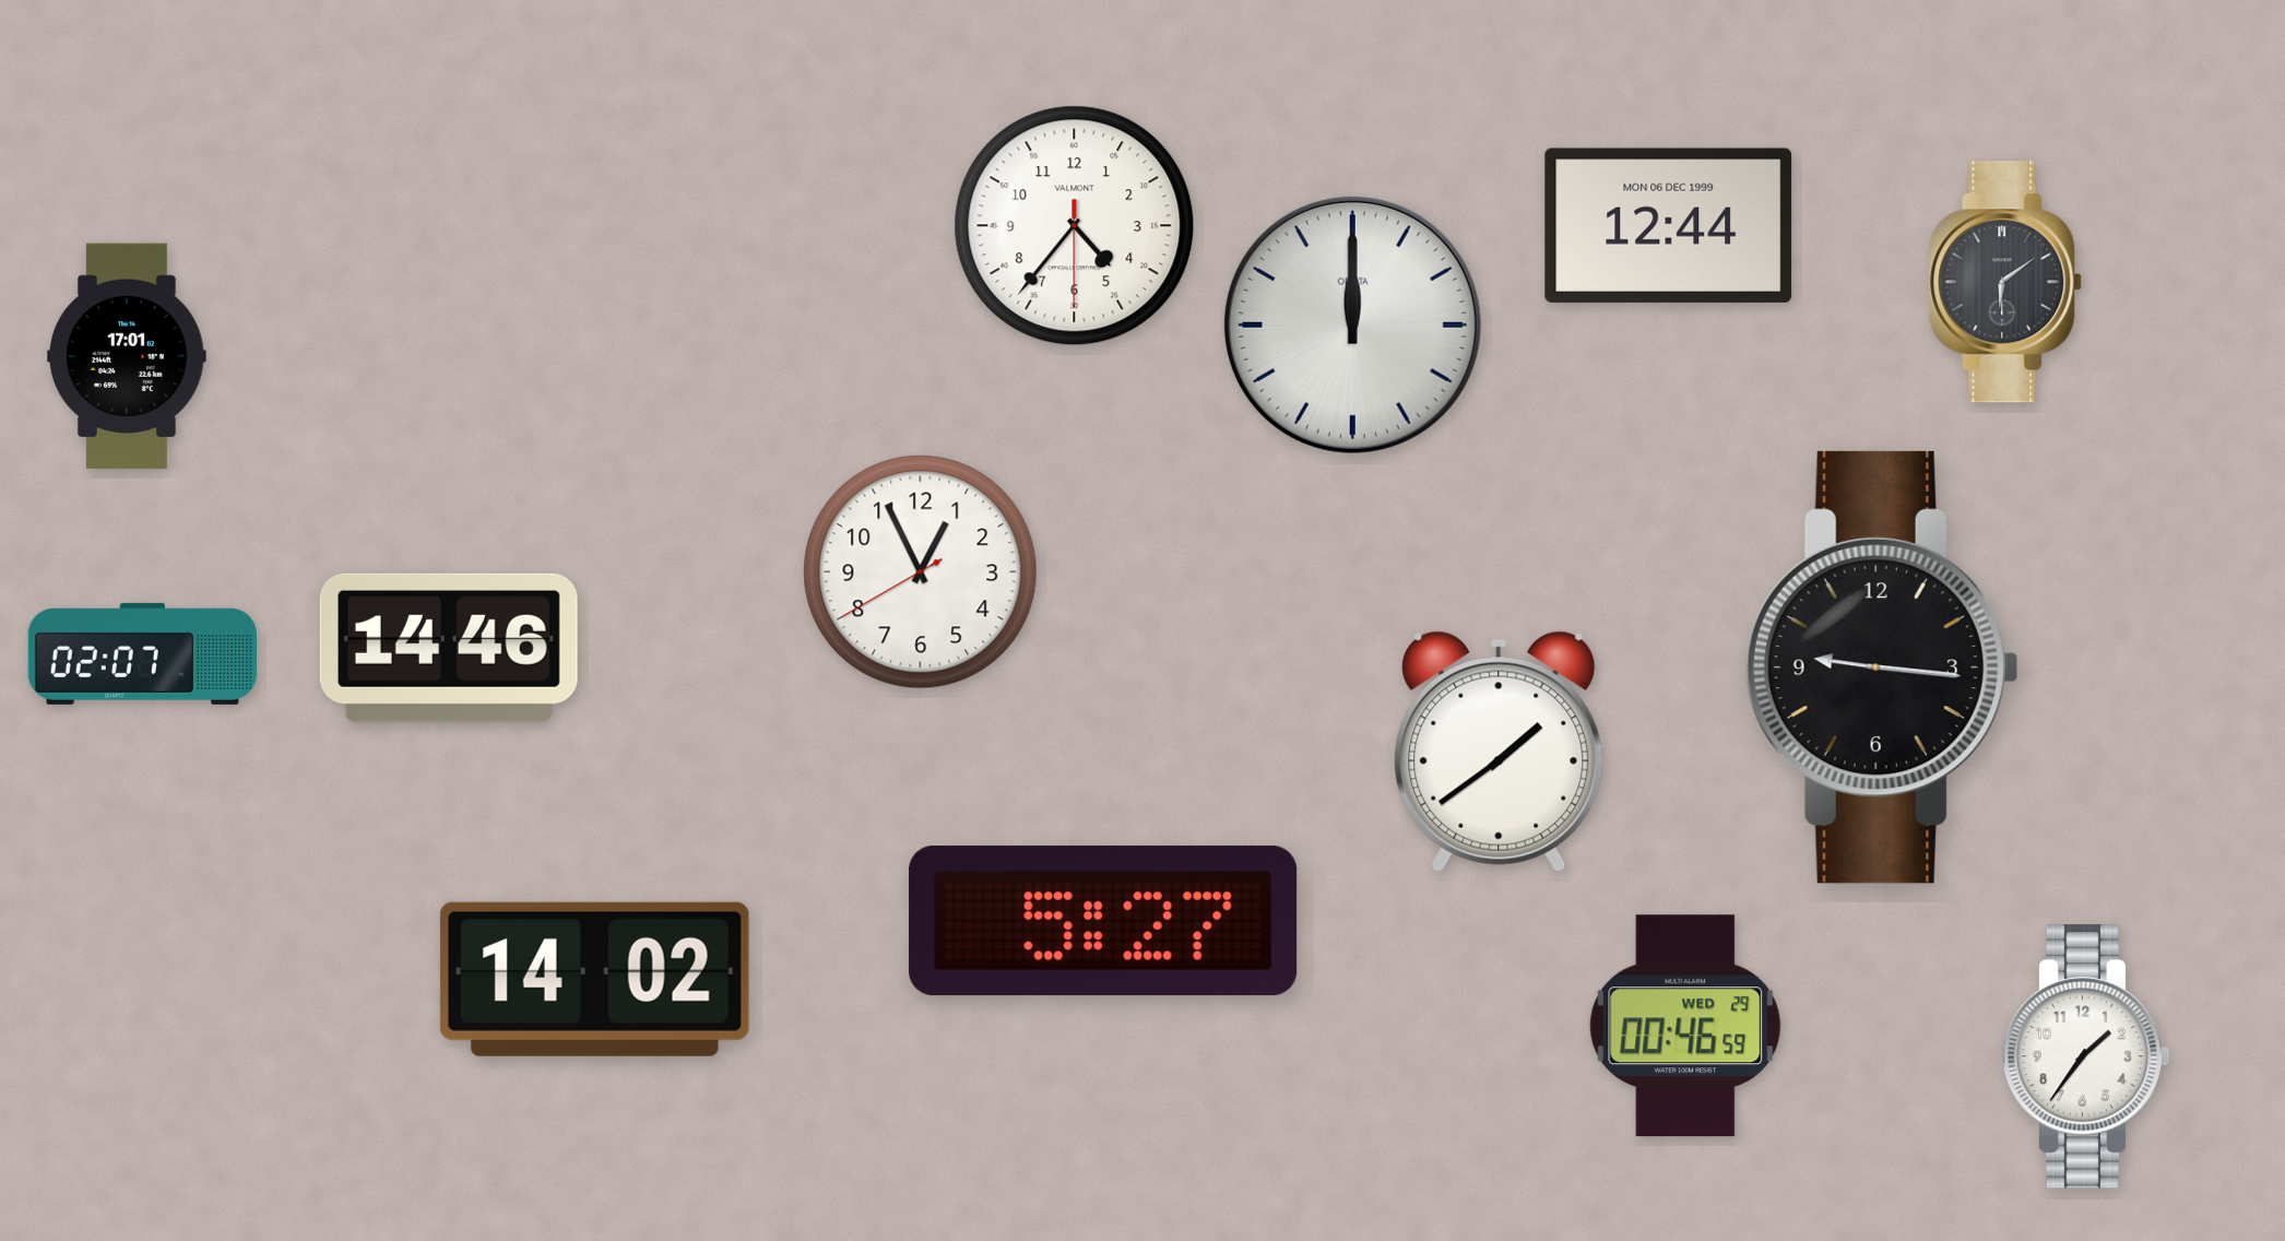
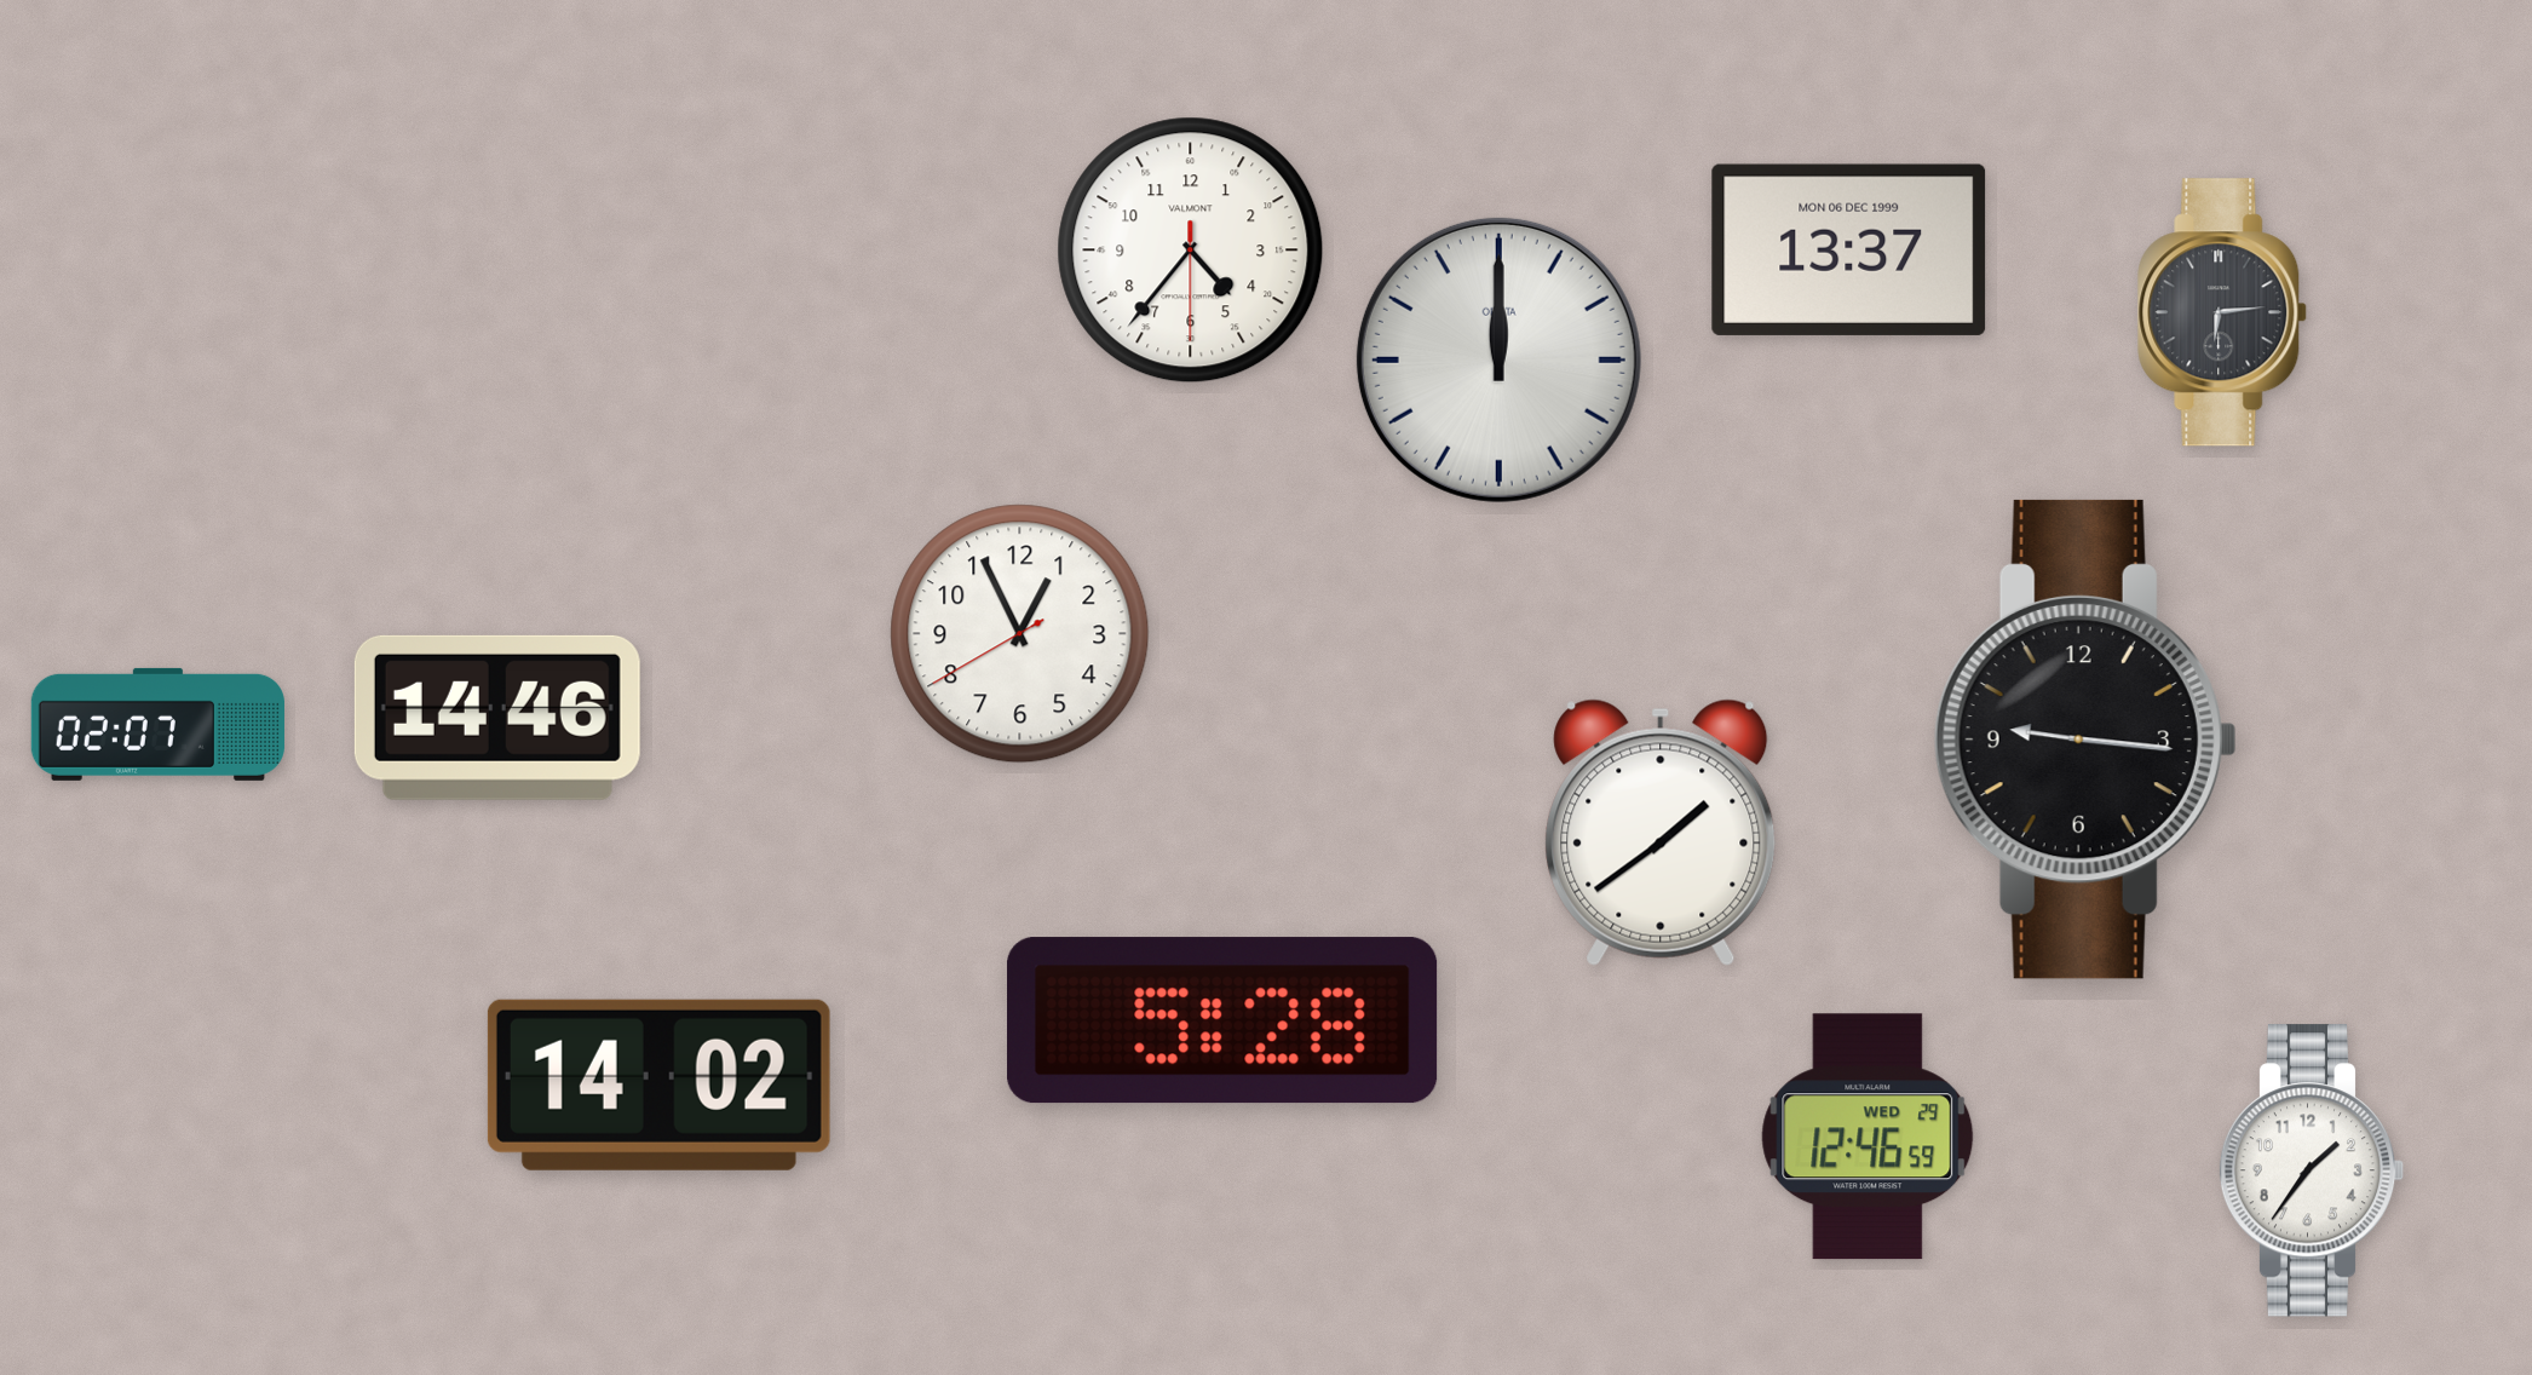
clock at (1669, 225): 12:44 -> 13:37
clock at (2006, 282): 6:09 -> 6:14
clock at (127, 356): 17:01 -> none
clock at (1103, 921): 5:27 -> 5:28
clock at (1685, 1026): 00:46 -> 12:46
